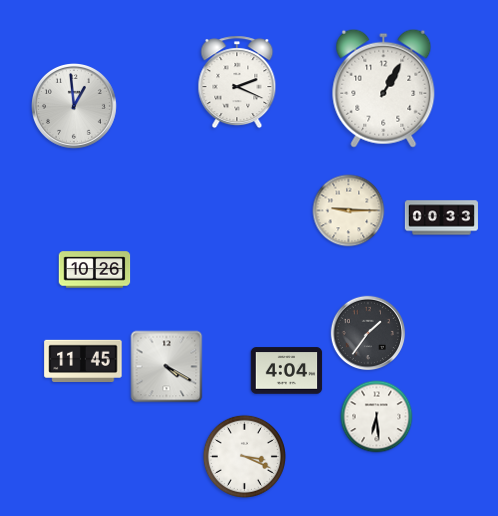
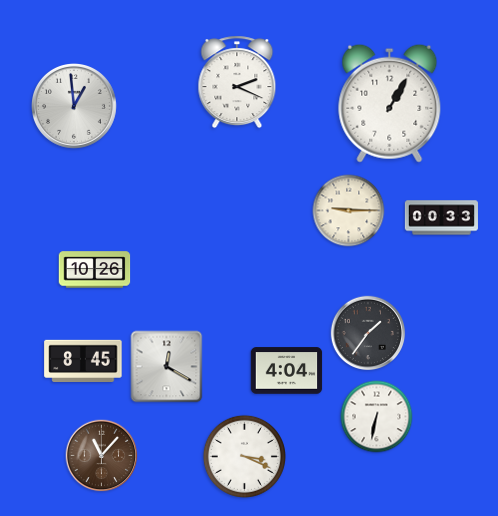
clock at (384, 88) position: (384, 88) -> (390, 103)
clock at (83, 360): 11:45 -> 8:45
clock at (167, 367): 4:20 -> 12:20
clock at (377, 417): 6:29 -> 6:32
clock at (102, 456): none -> 11:07
